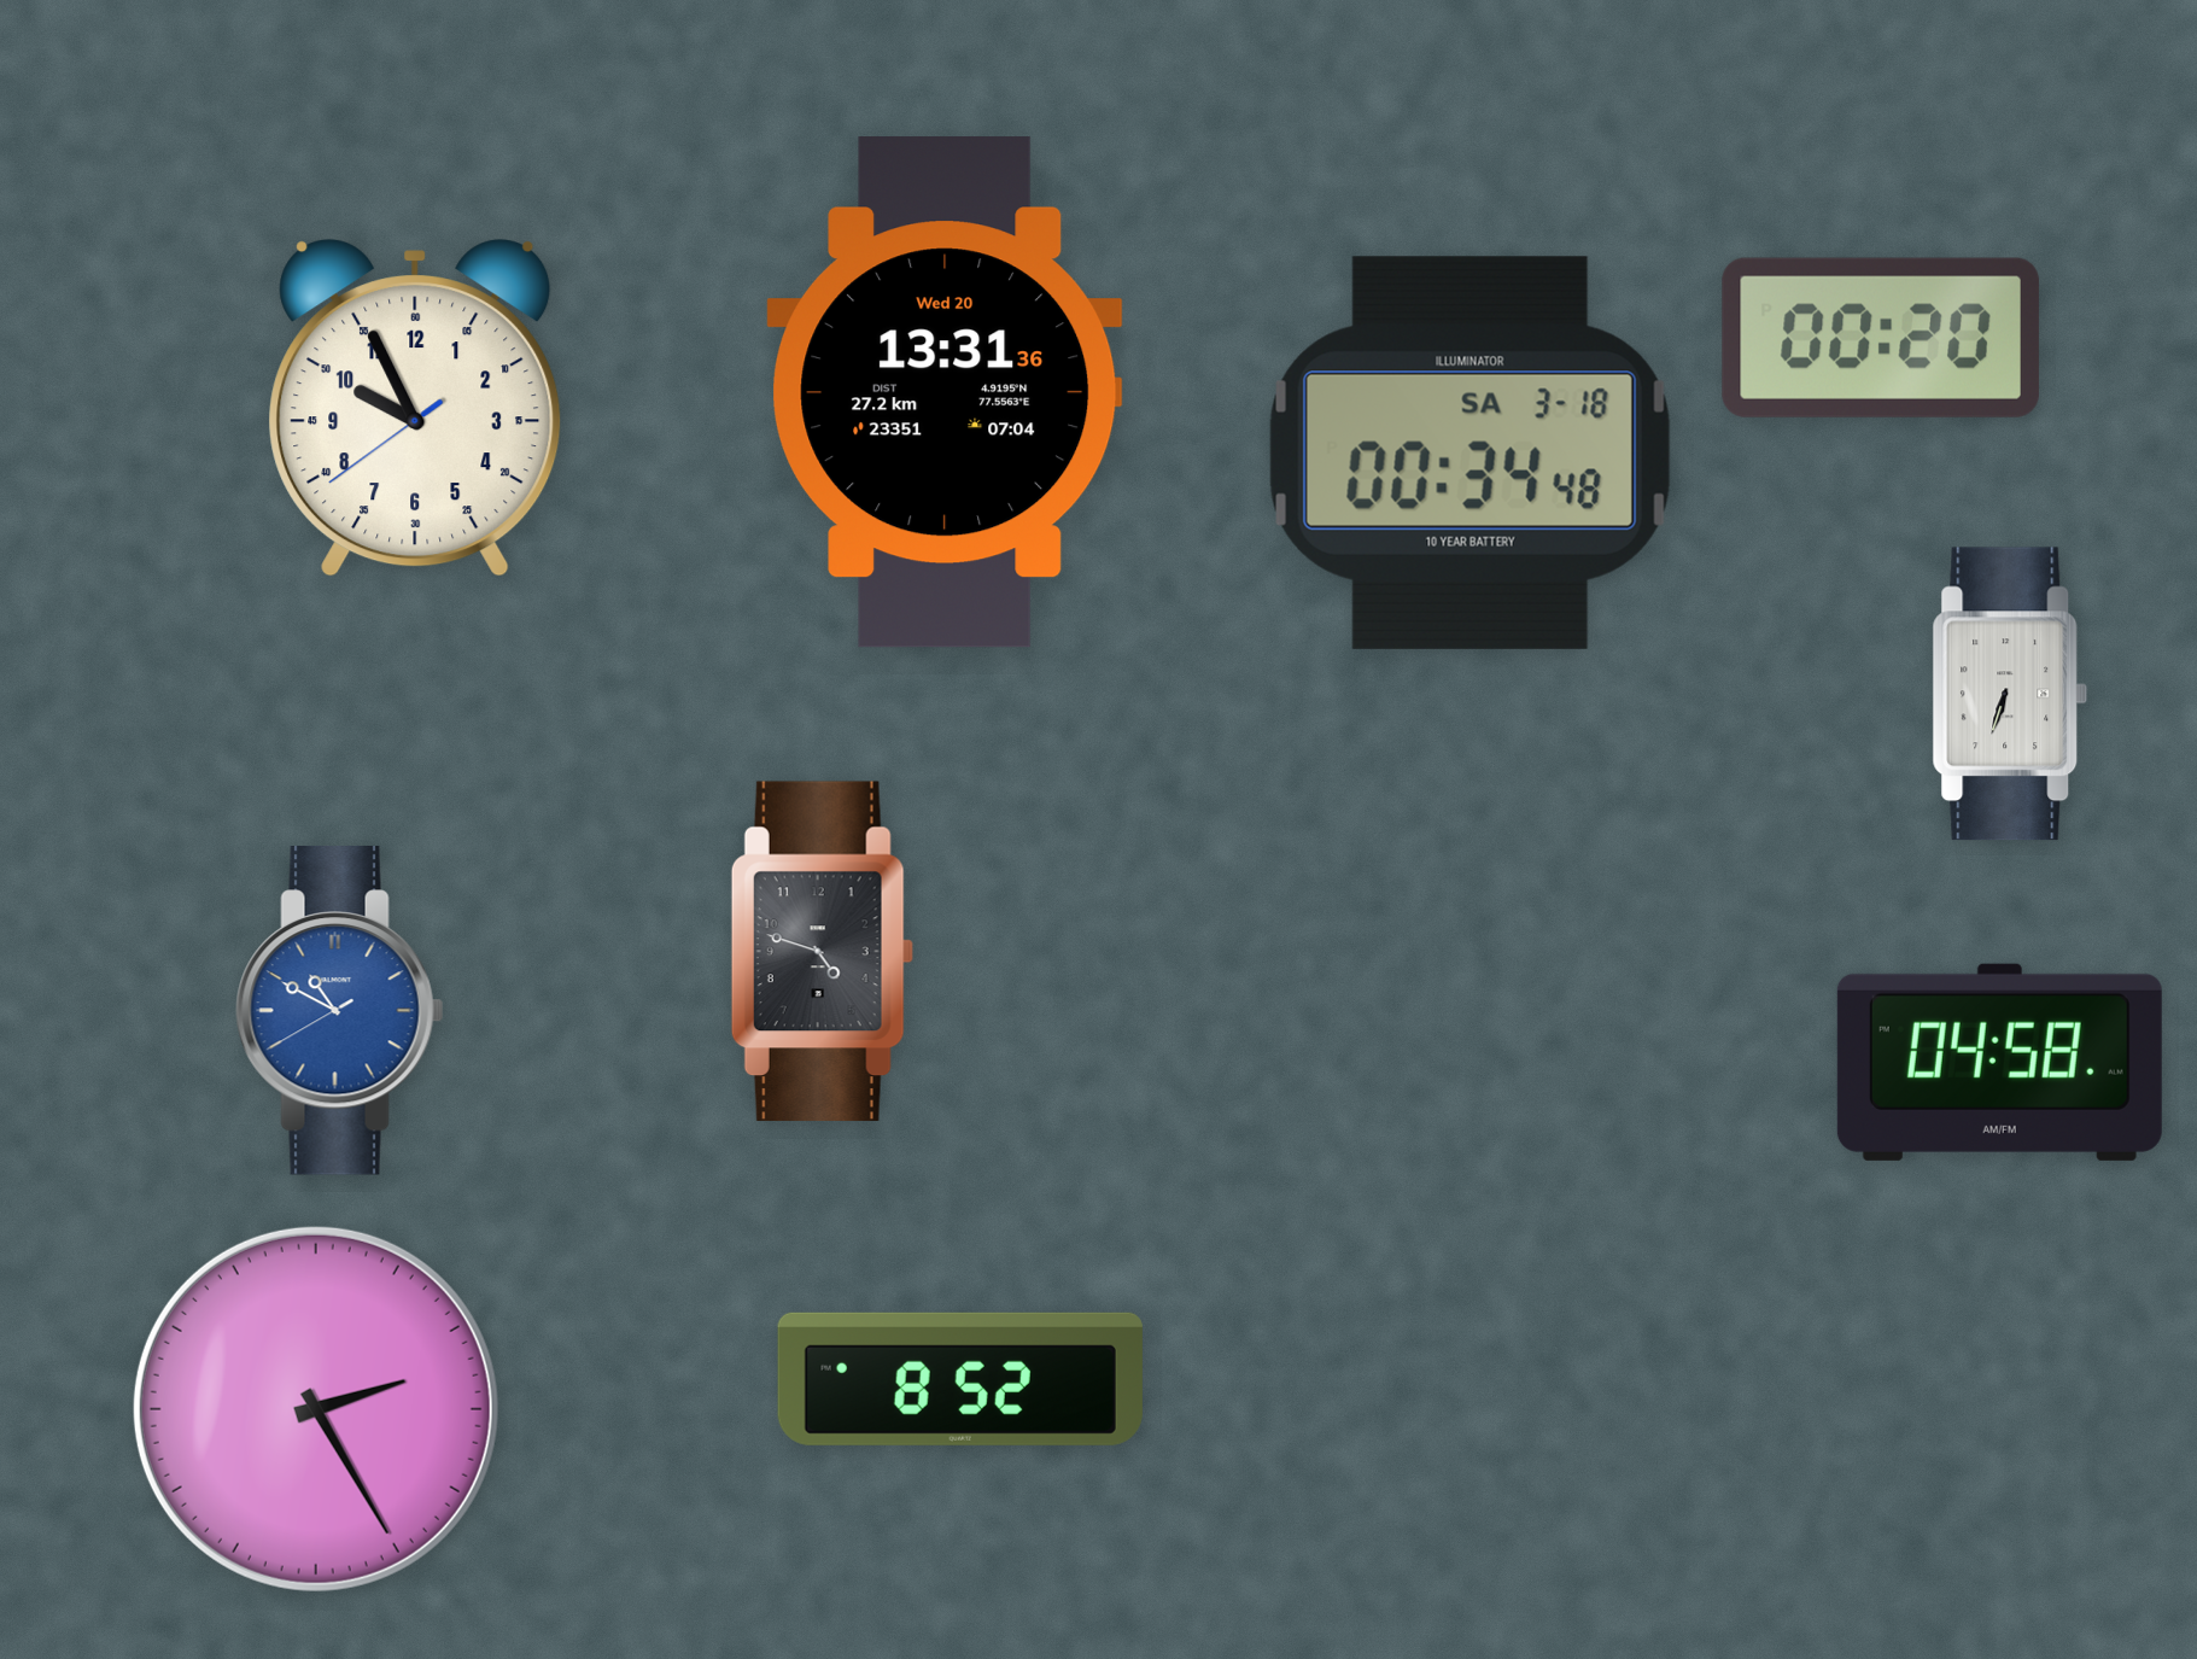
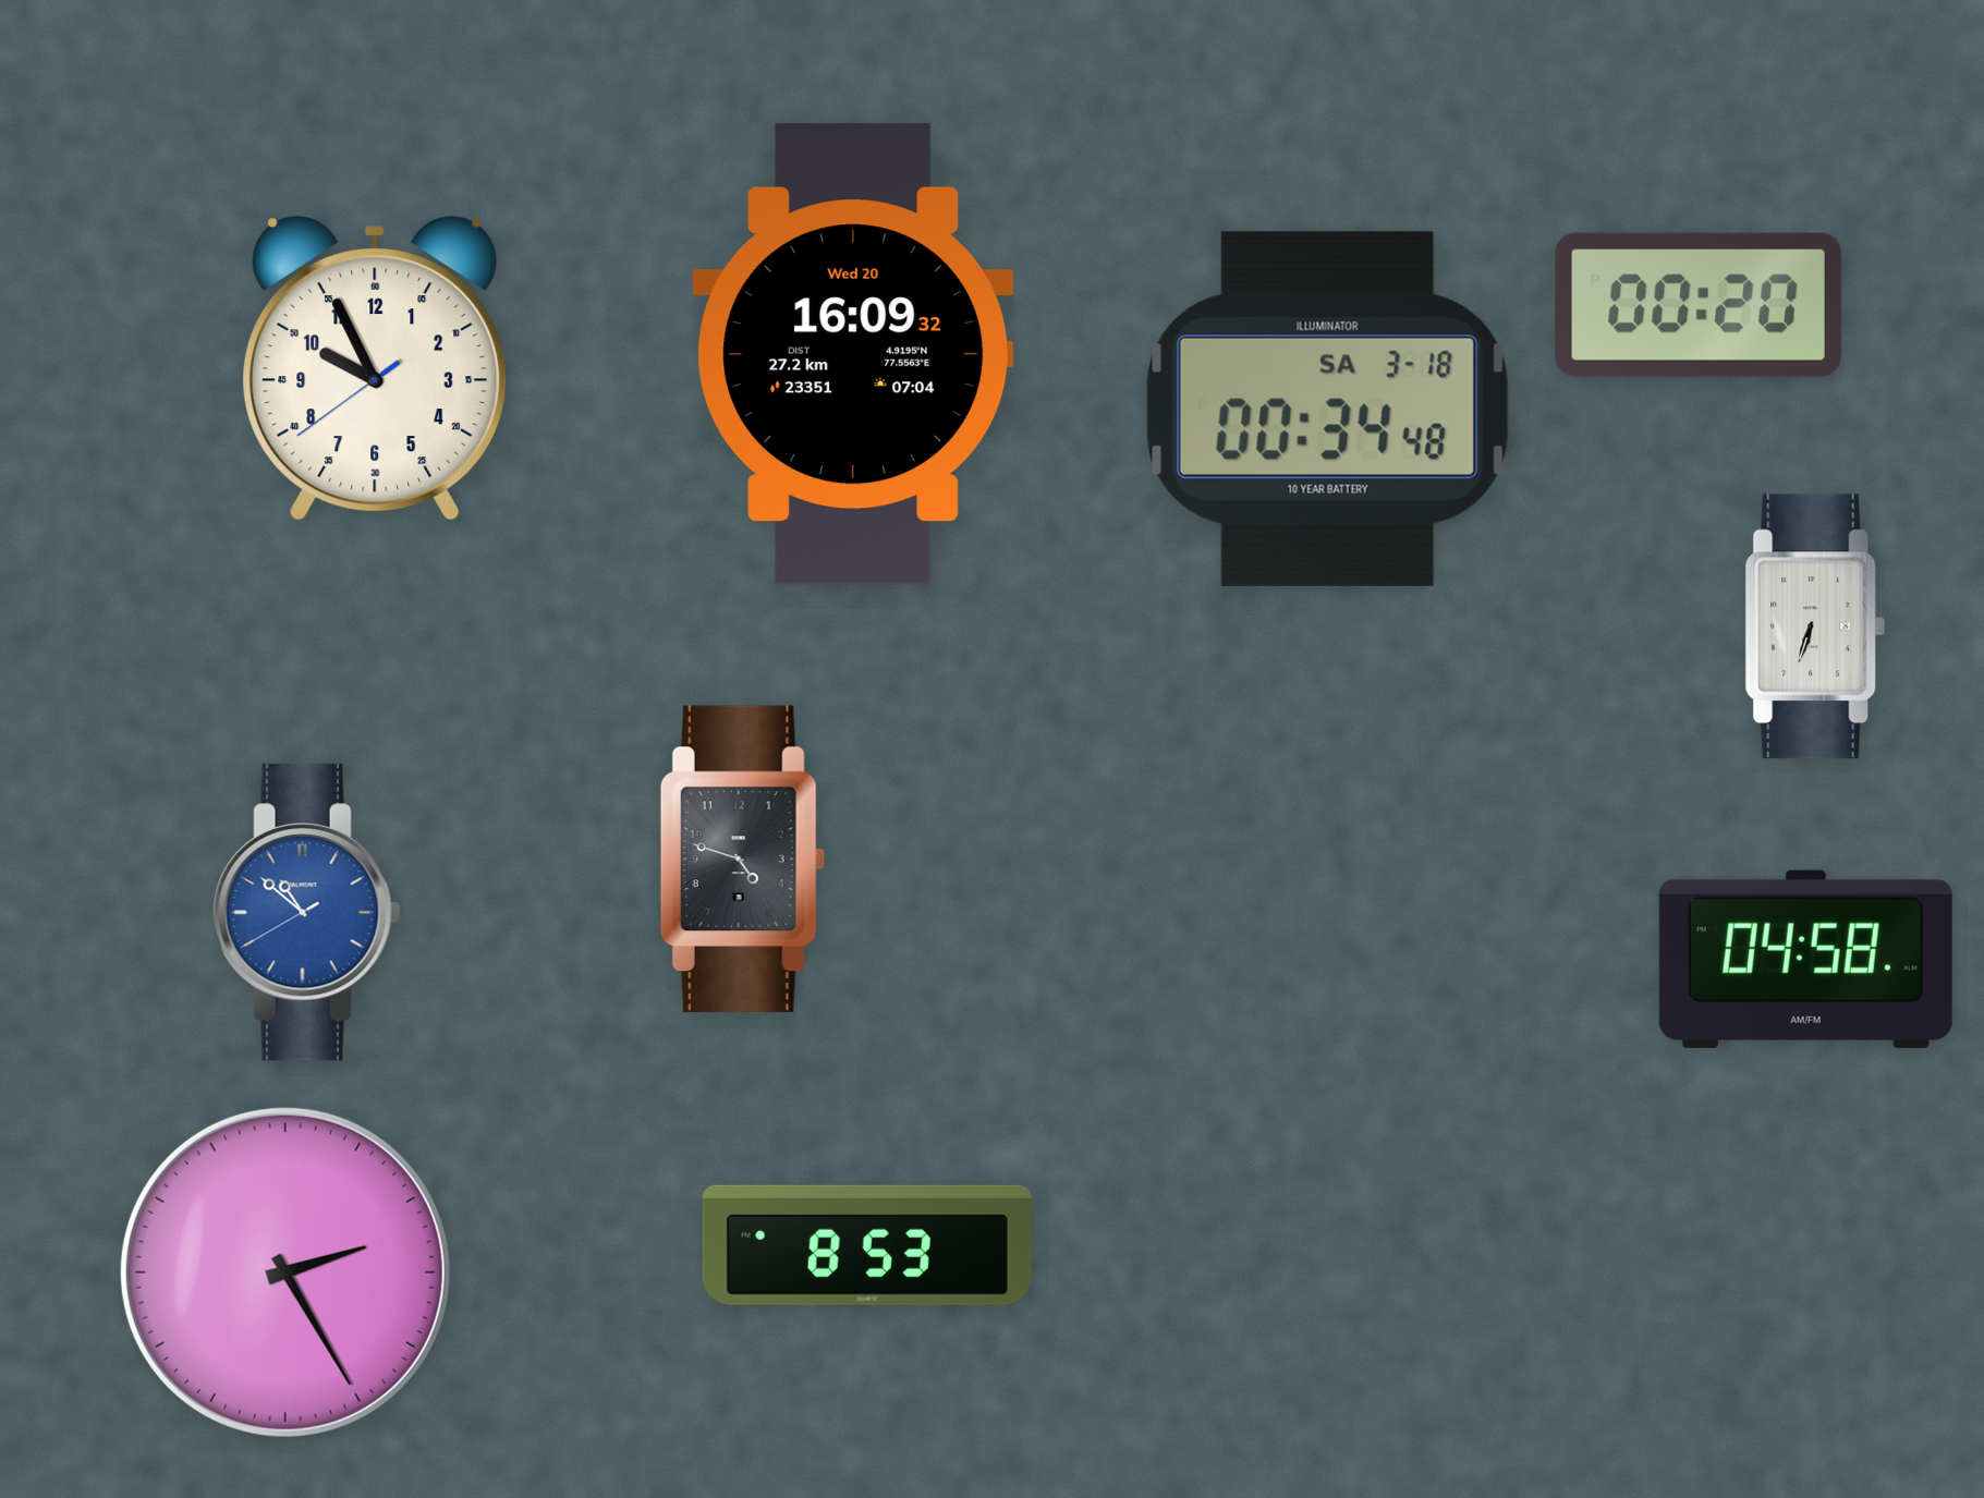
clock at (945, 392): 13:31 -> 16:09
clock at (340, 1011): 10:49 -> 10:51
clock at (960, 1379): 8:52 -> 8:53
